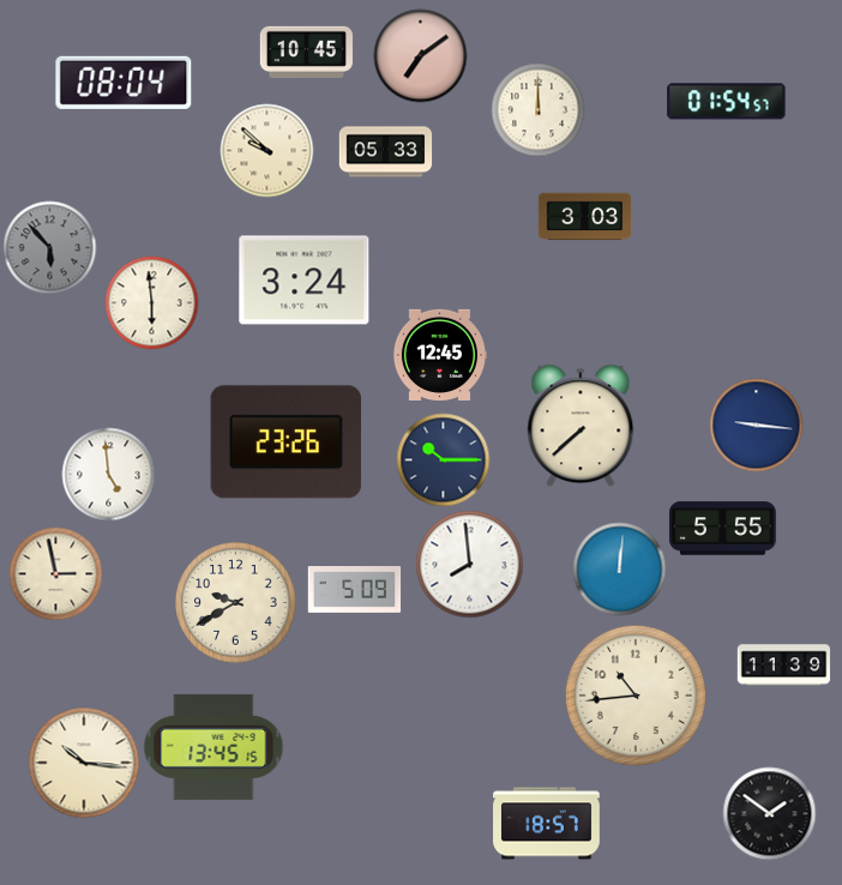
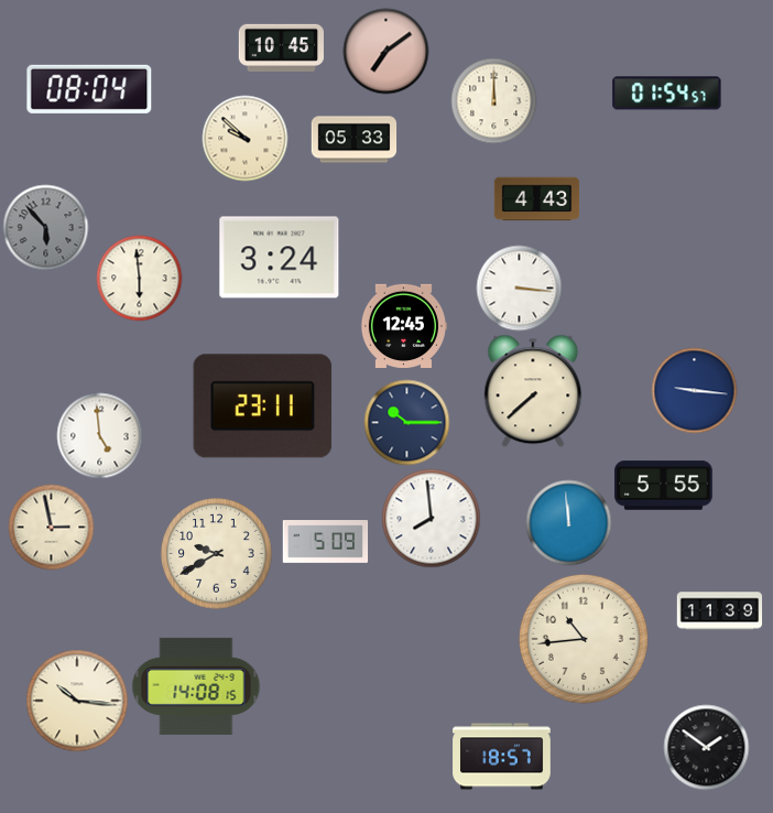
clock at (124, 83) position: (124, 83) -> (89, 89)
clock at (584, 217): 3:03 -> 4:43
clock at (519, 288): none -> 3:16
clock at (287, 442): 23:26 -> 23:11
clock at (619, 568): 12:01 -> 11:59
clock at (213, 747): 13:45 -> 14:08
